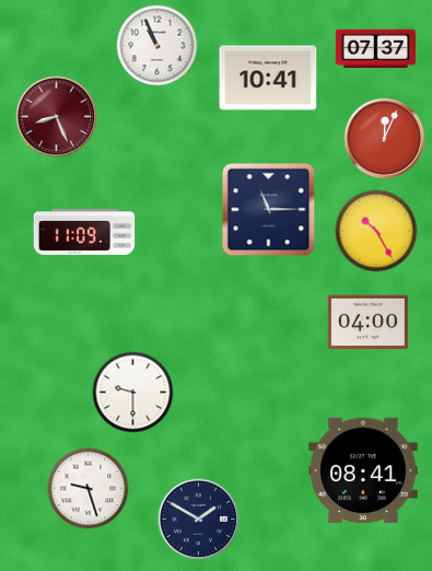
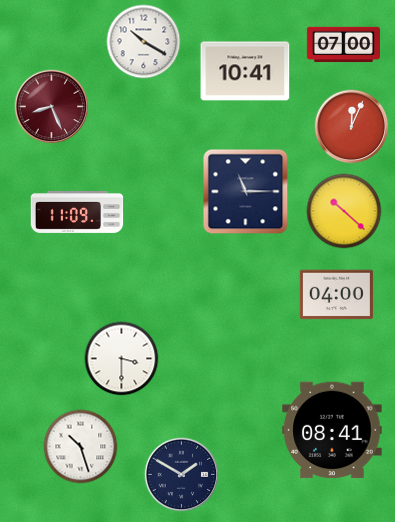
clock at (157, 46): 10:56 -> 10:20
clock at (375, 49): 07:37 -> 07:00
clock at (376, 231): 10:25 -> 10:22
clock at (133, 393): 9:30 -> 3:30
clock at (89, 489): 9:27 -> 10:27
